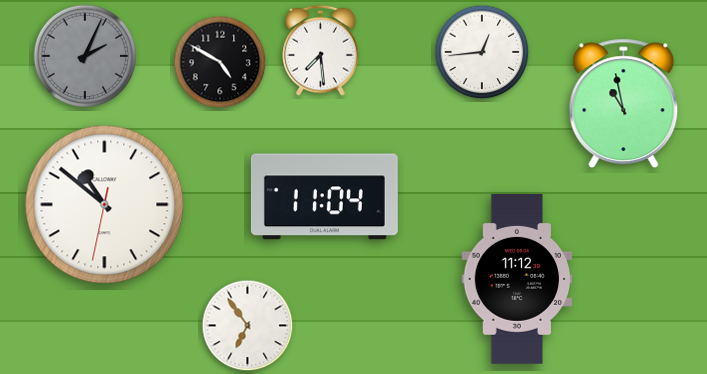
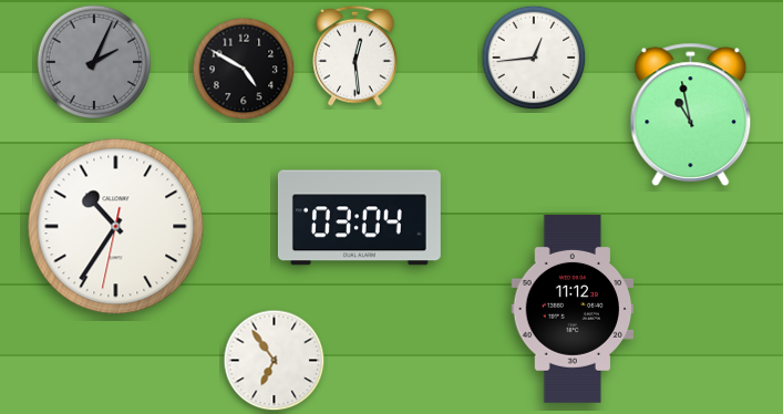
clock at (321, 50): 7:29 -> 12:29
clock at (324, 197): 11:04 -> 03:04
clock at (105, 205): 10:51 -> 10:35
